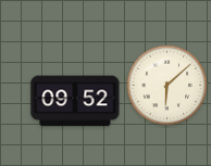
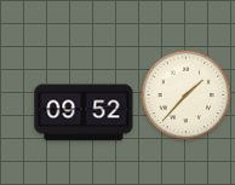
clock at (167, 86): 6:08 -> 1:37
